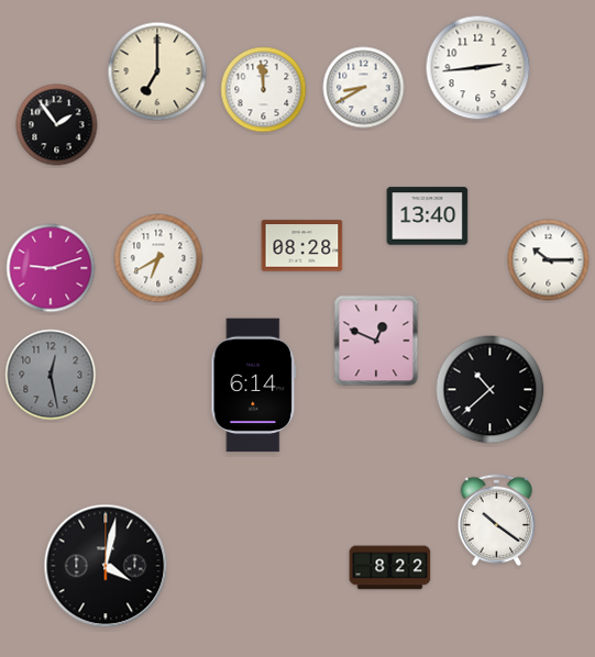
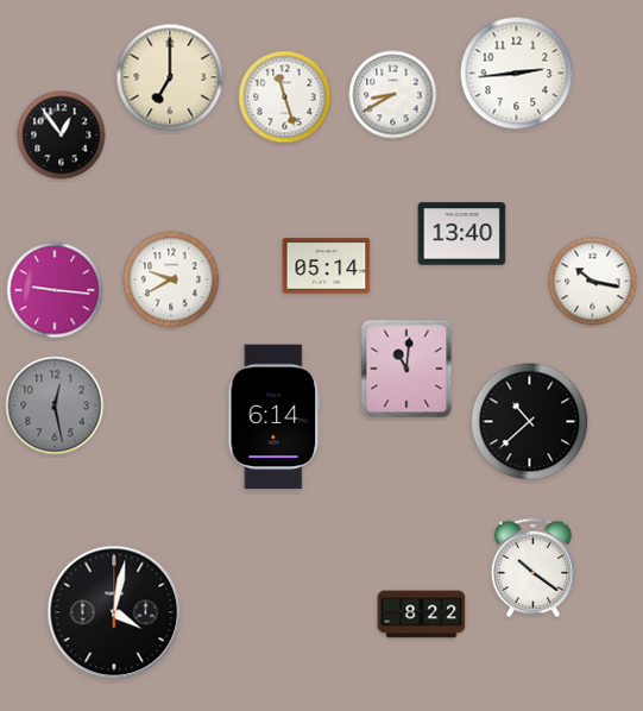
clock at (264, 90): 11:59 -> 11:27
clock at (57, 125): 1:54 -> 12:54
clock at (302, 246): 08:28 -> 05:14
clock at (158, 258): 6:40 -> 9:40
clock at (549, 260): 10:15 -> 10:17
clock at (51, 268): 9:12 -> 9:16
clock at (376, 341): 12:49 -> 11:01
clock at (497, 520) position: (497, 520) -> (534, 567)
